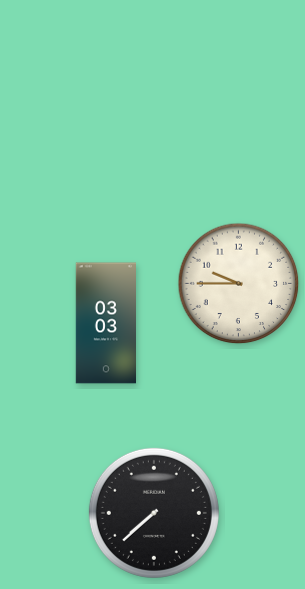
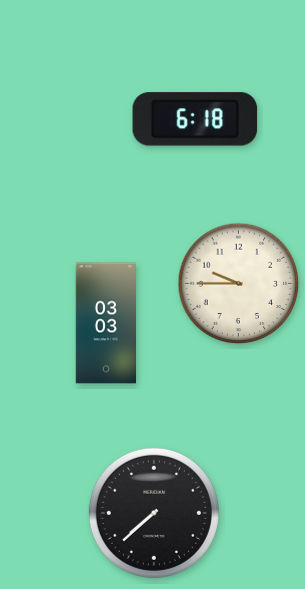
clock at (195, 119): none -> 6:18
